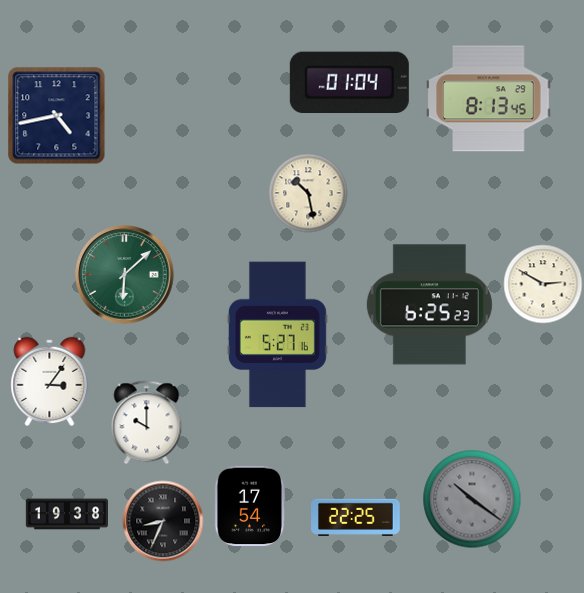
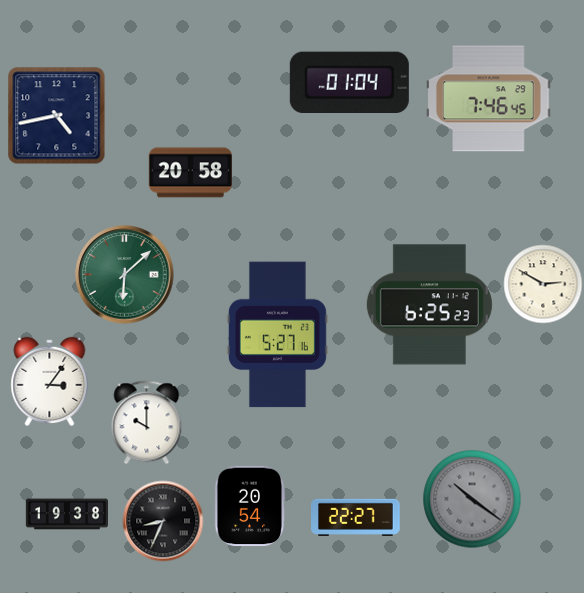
clock at (489, 99): 8:13 -> 7:46
clock at (190, 173): none -> 20:58
clock at (308, 193): 10:28 -> none
clock at (250, 506): 17:54 -> 20:54
clock at (356, 517): 22:25 -> 22:27
